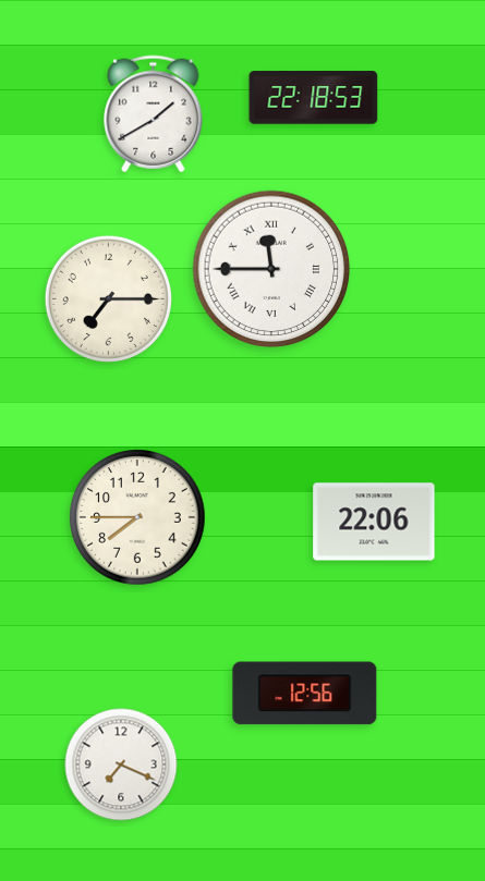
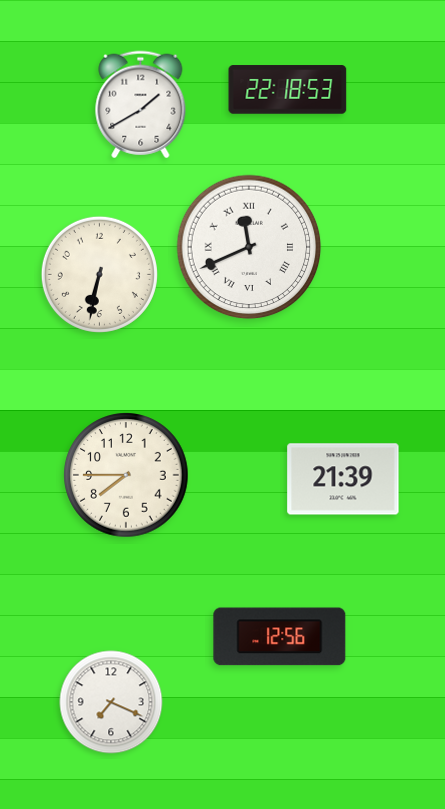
clock at (271, 269): 11:45 -> 11:41
clock at (108, 298): 7:15 -> 6:32
clock at (374, 522): 22:06 -> 21:39
